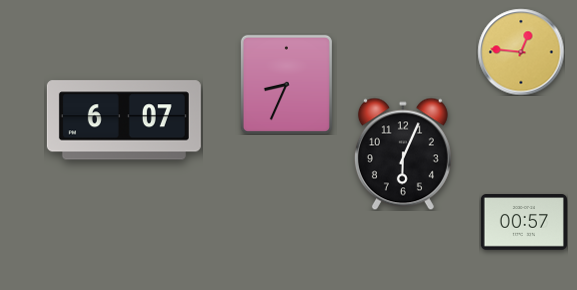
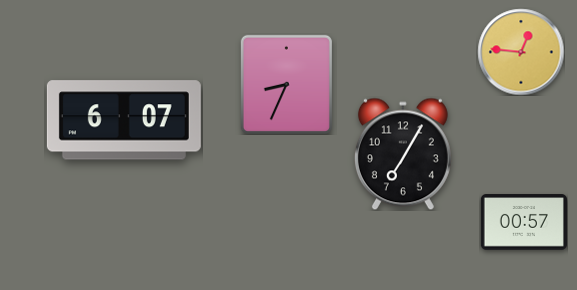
clock at (403, 154): 6:04 -> 7:05
